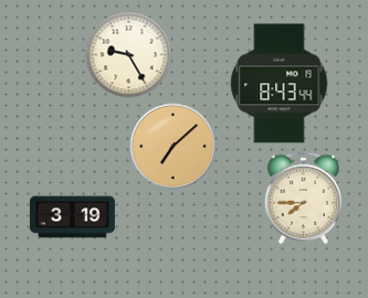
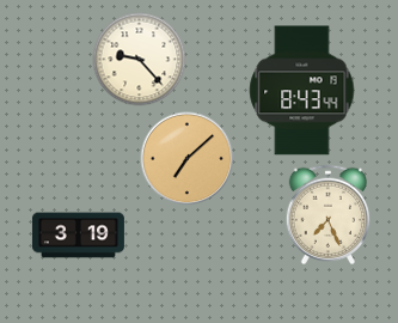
clock at (128, 54): 9:25 -> 9:23
clock at (304, 198): 7:45 -> 7:26
